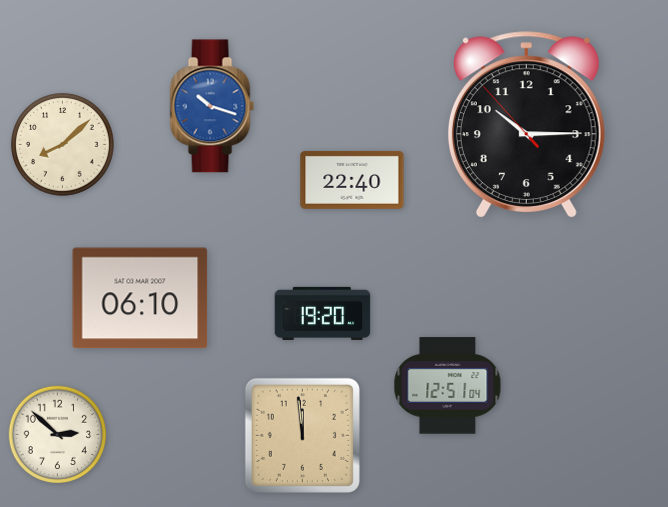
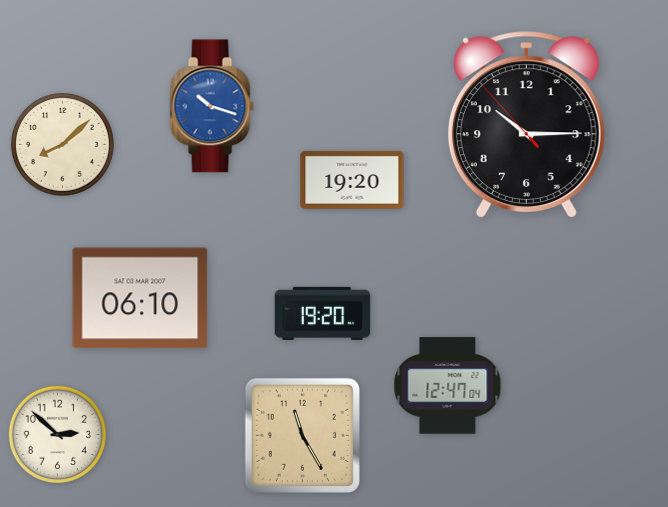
clock at (352, 180): 22:40 -> 19:20
clock at (448, 386): 12:51 -> 12:47
clock at (302, 435): 11:59 -> 11:25
